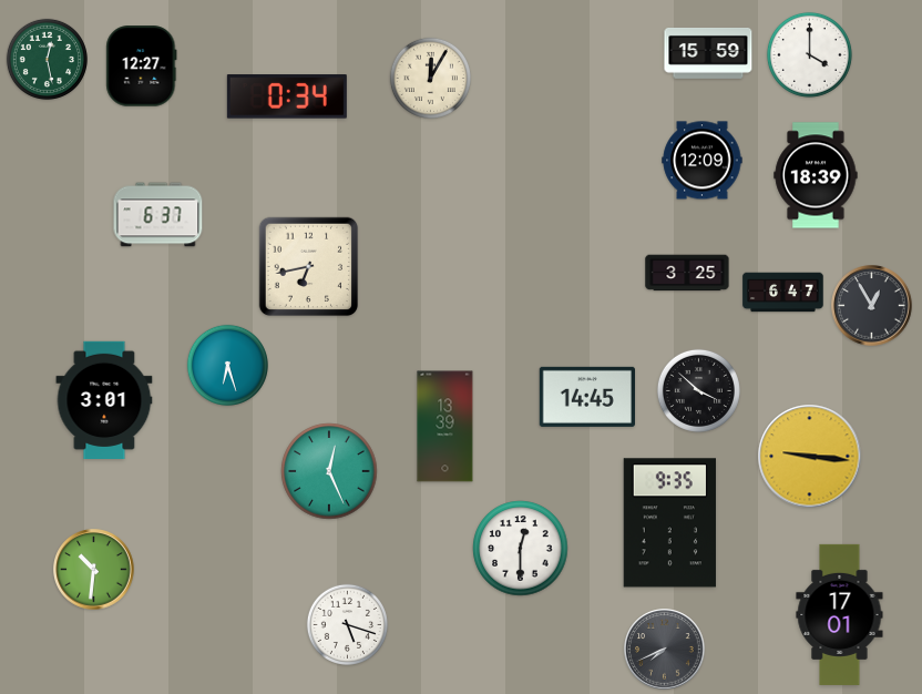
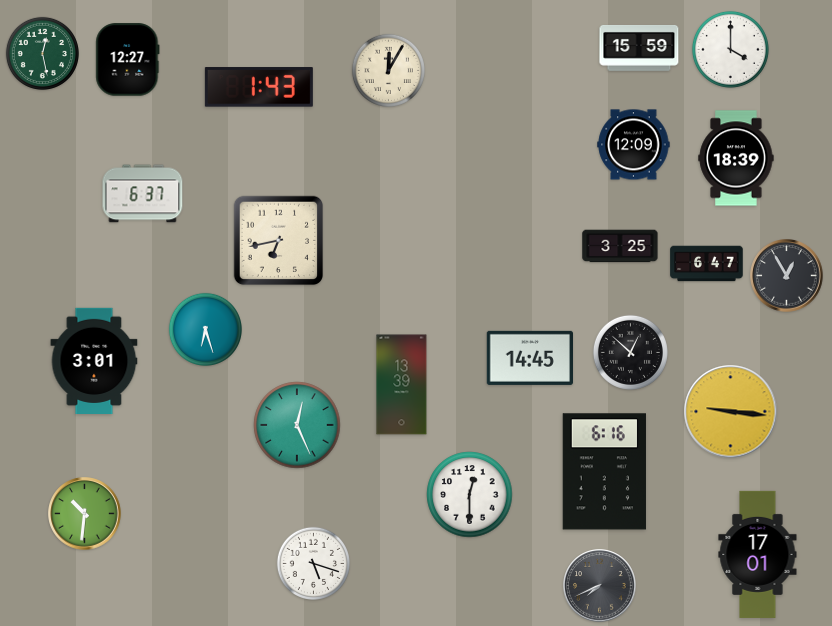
clock at (287, 96): 0:34 -> 1:43
clock at (698, 390): 3:52 -> 12:52
clock at (669, 523): 9:35 -> 6:16
